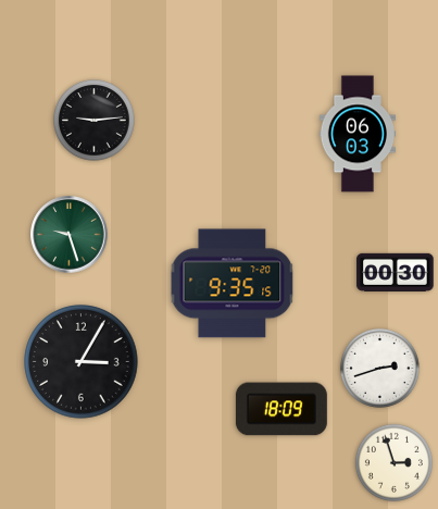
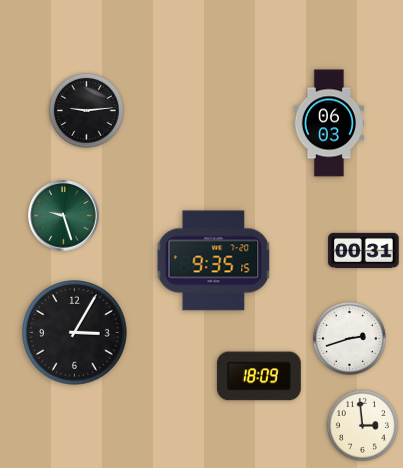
clock at (396, 272): 00:30 -> 00:31
clock at (393, 462): 2:57 -> 2:59
